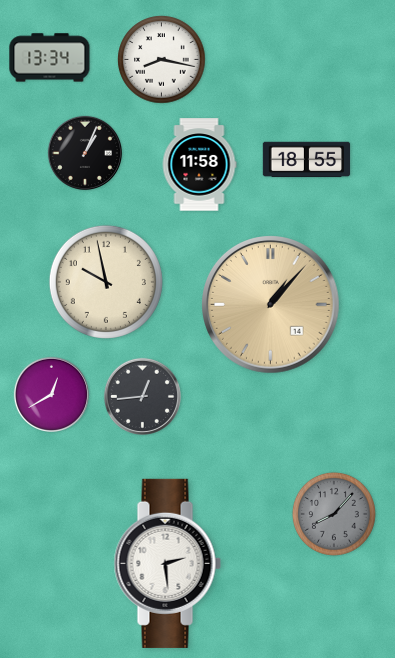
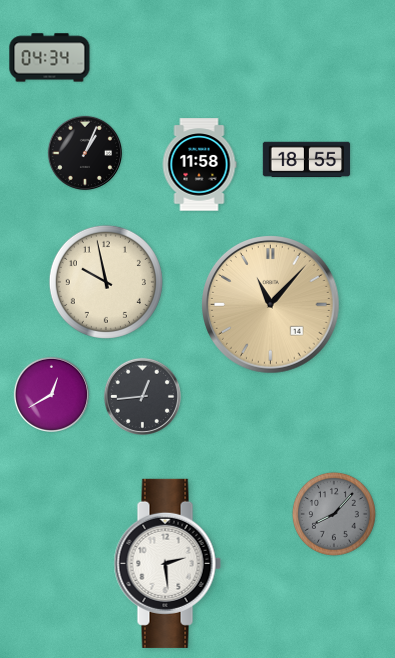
clock at (50, 58): 13:34 -> 04:34
clock at (162, 60): 8:17 -> none
clock at (271, 305): 1:07 -> 11:07
